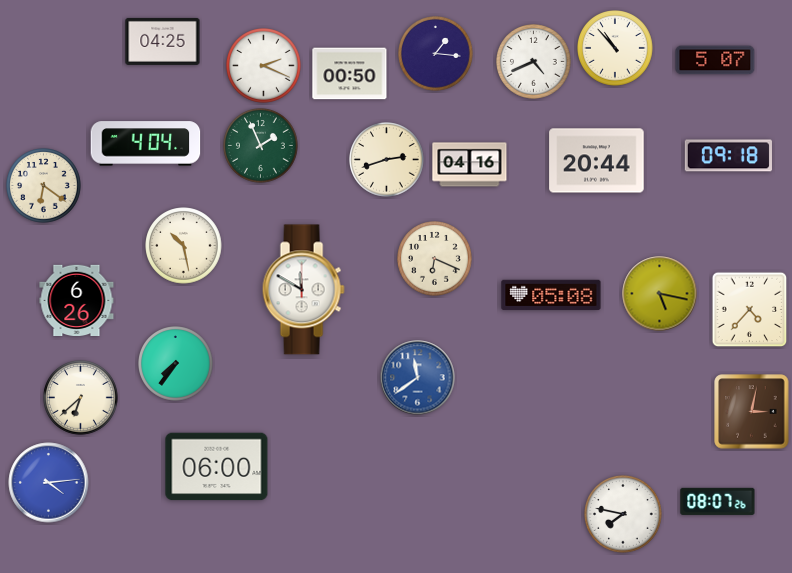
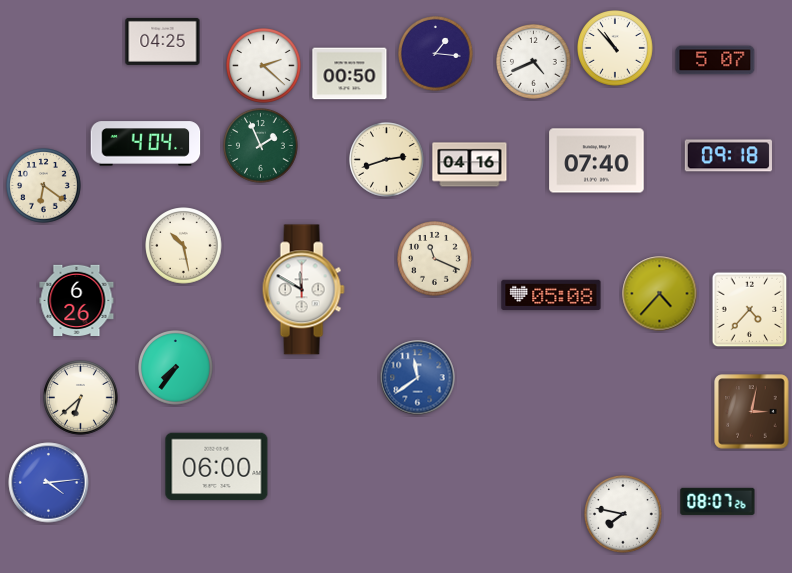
clock at (264, 66): 2:19 -> 2:22
clock at (597, 161): 20:44 -> 07:40
clock at (435, 259): 6:19 -> 11:19
clock at (660, 294): 5:17 -> 4:37
clock at (176, 364) position: (176, 364) -> (176, 368)
